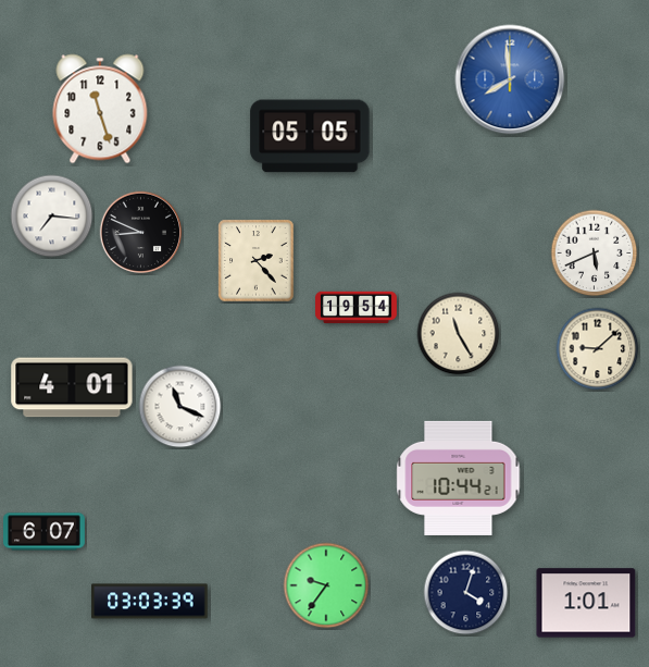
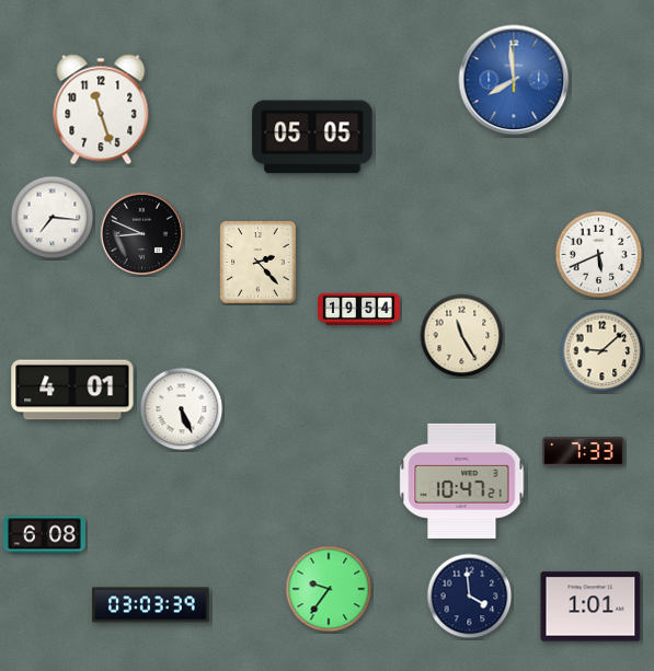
clock at (180, 407): 11:19 -> 5:26
clock at (584, 452): none -> 7:33
clock at (459, 478): 10:44 -> 10:47
clock at (45, 532): 6:07 -> 6:08
clock at (466, 593): 4:03 -> 3:59
